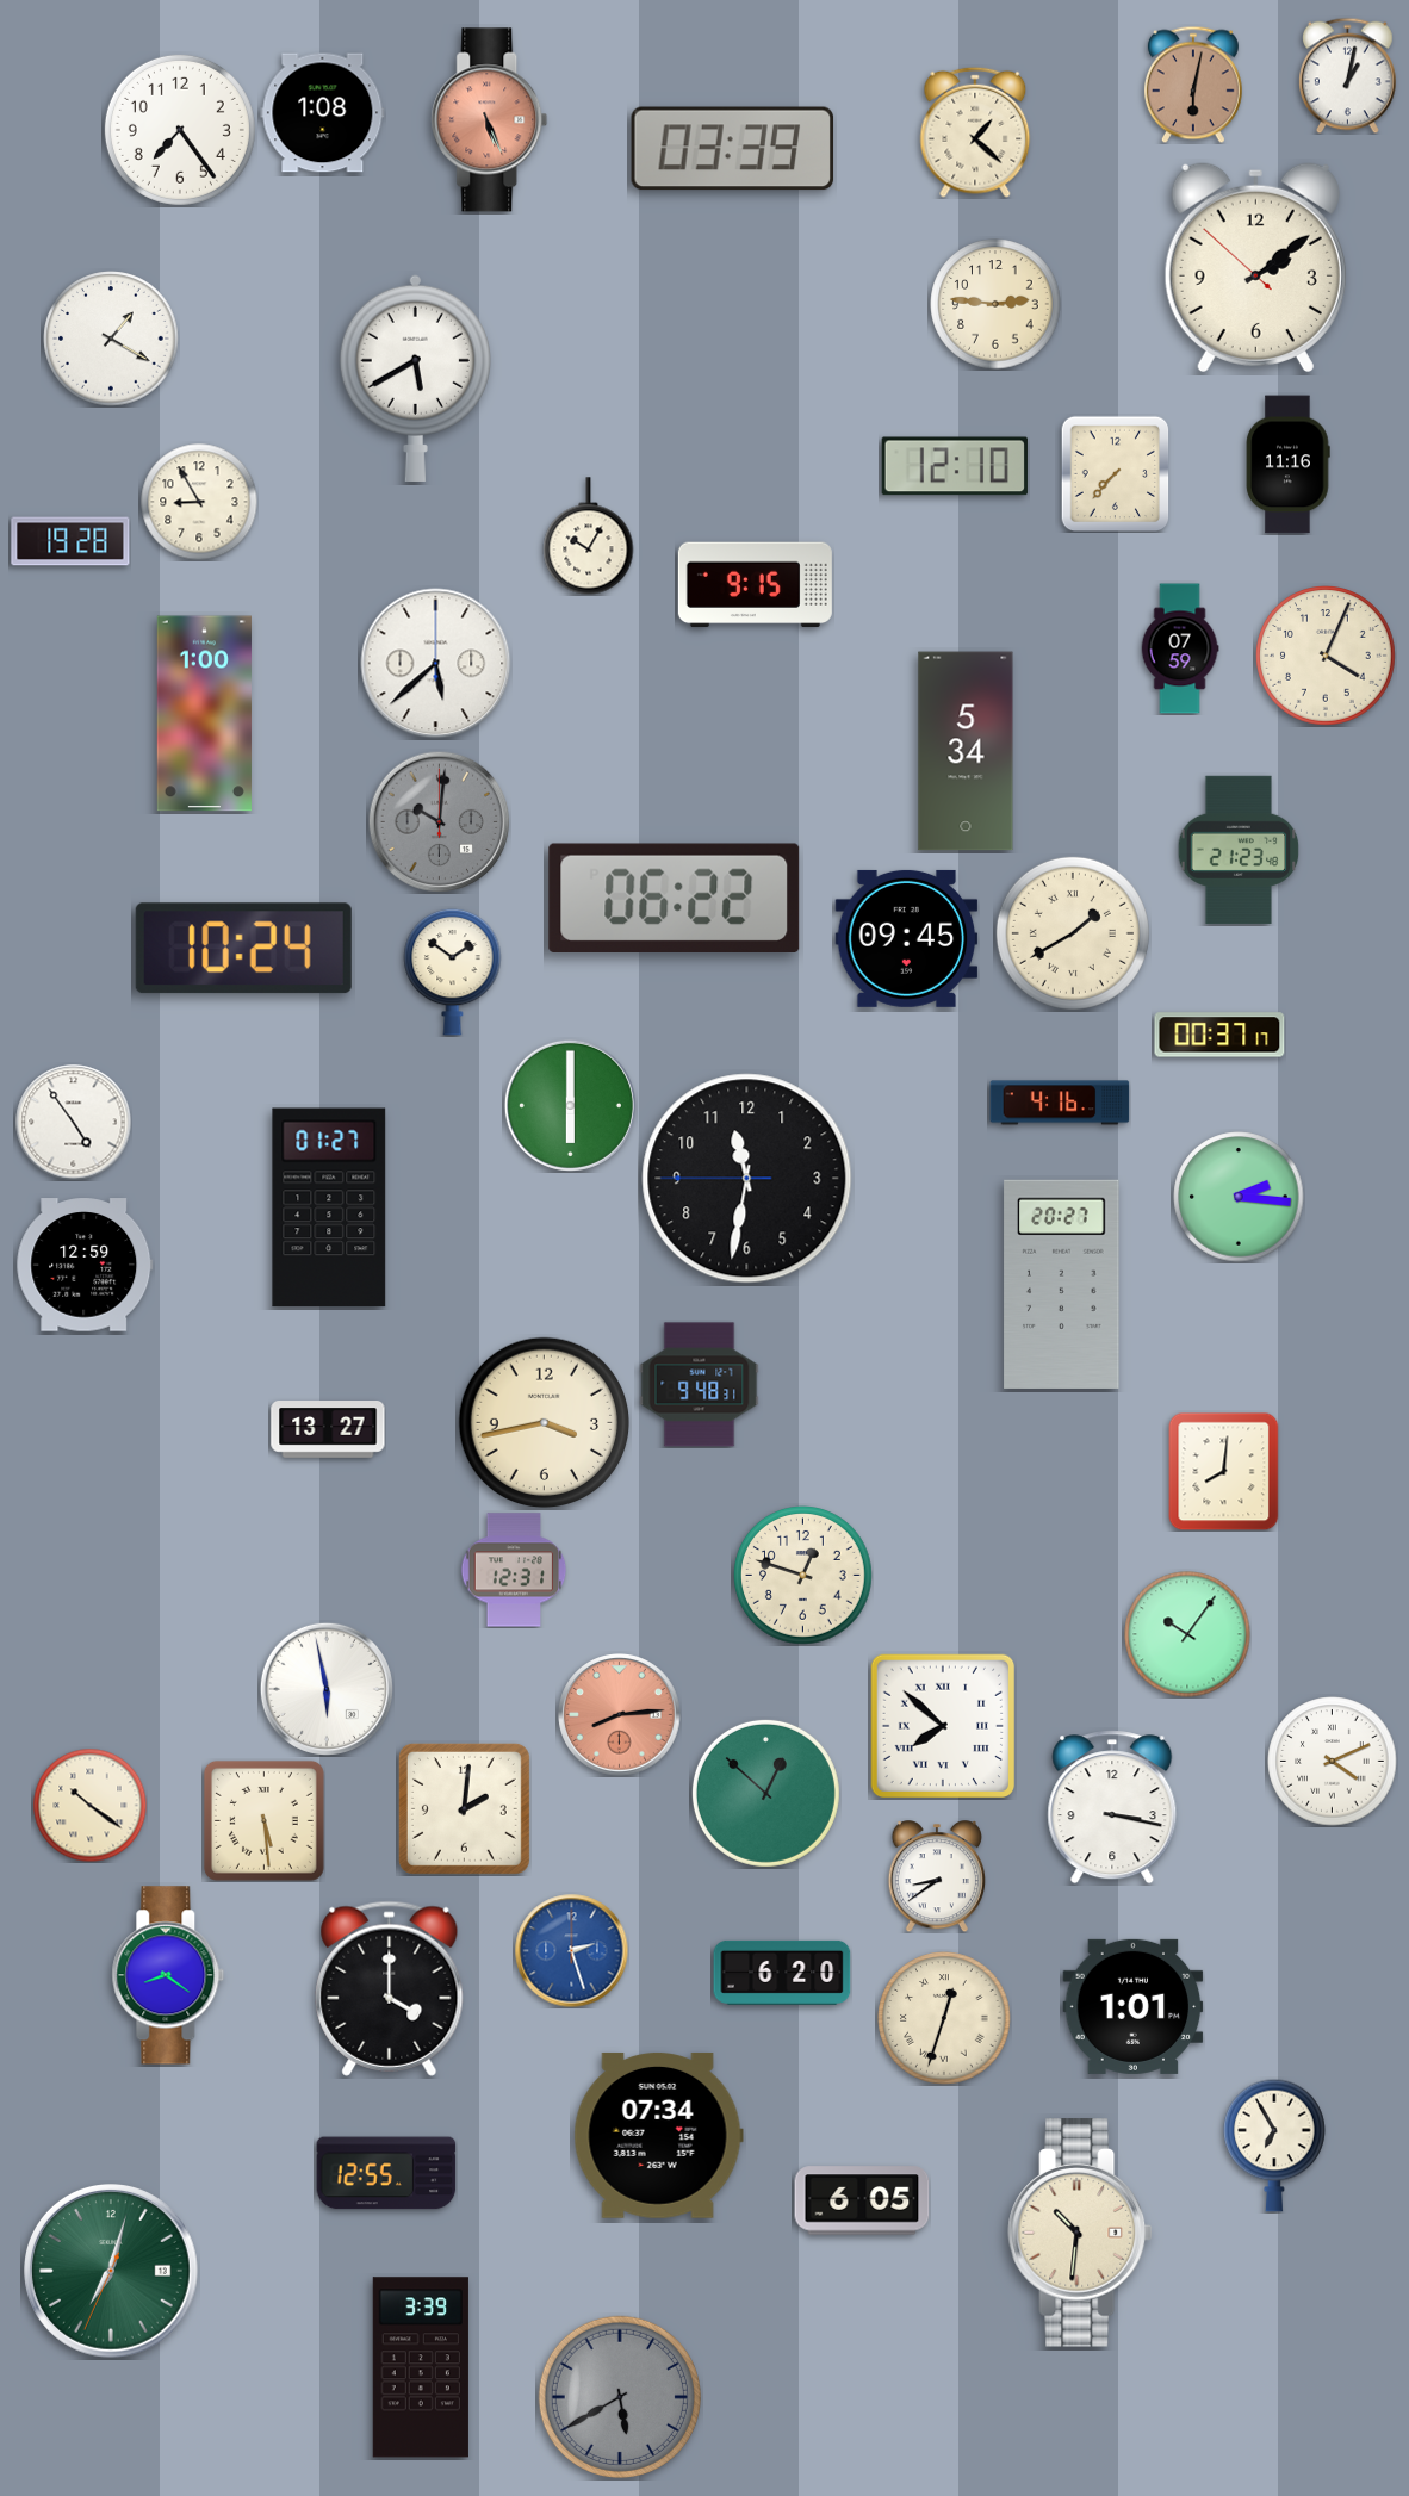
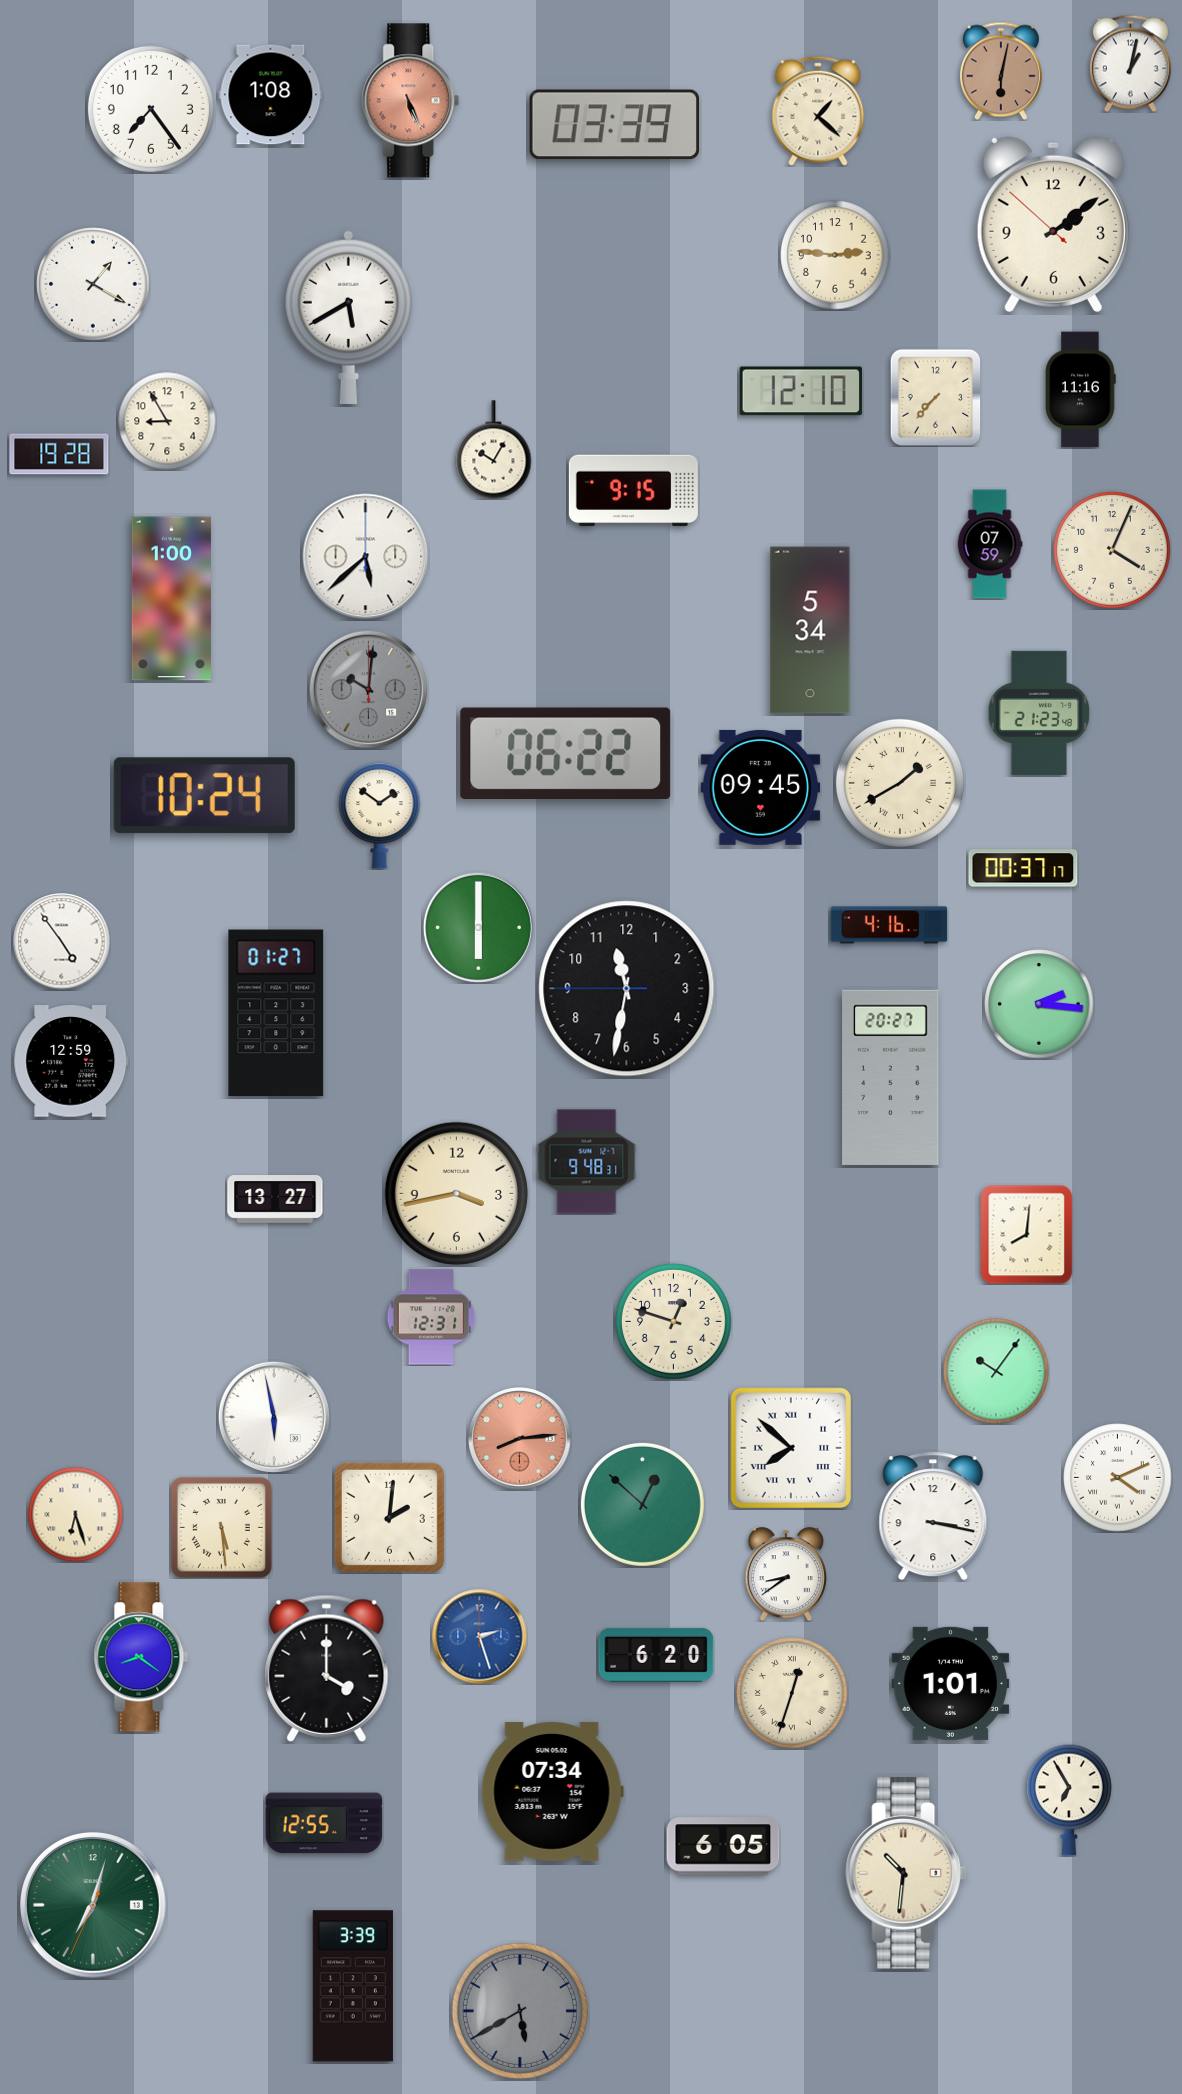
clock at (89, 1805): 10:21 -> 6:27
